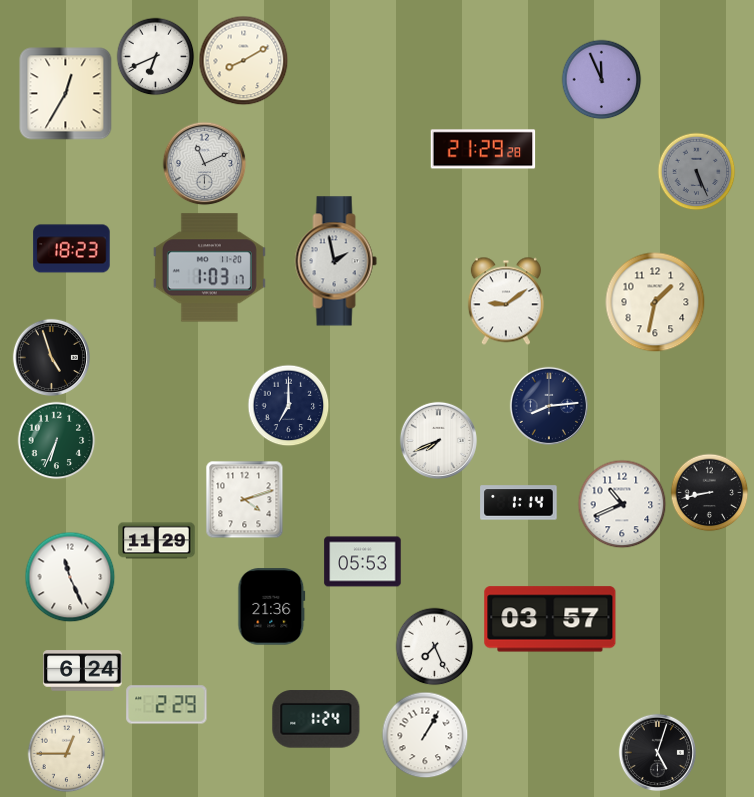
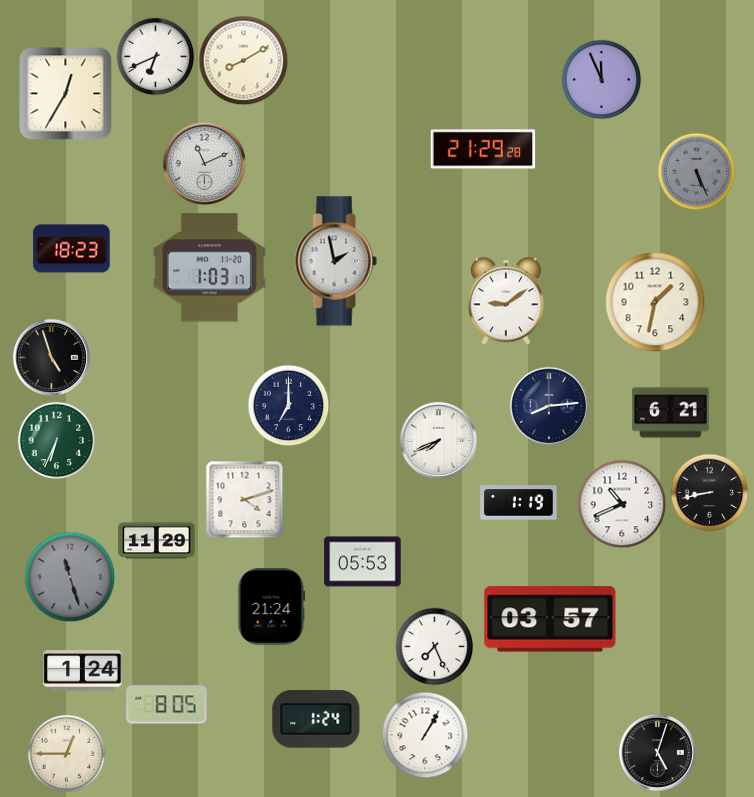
clock at (671, 413): none -> 6:21
clock at (519, 503): 1:14 -> 1:19
clock at (70, 577): 11:26 -> 11:27
clock at (70, 577) dial: white -> grey
clock at (272, 607): 21:36 -> 21:24
clock at (83, 671): 6:24 -> 1:24
clock at (167, 705): 2:29 -> 8:05
